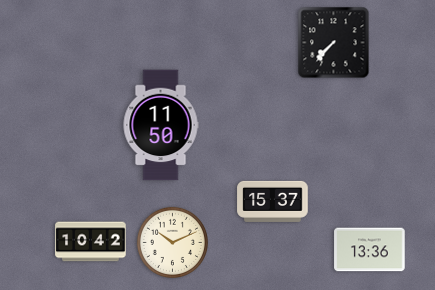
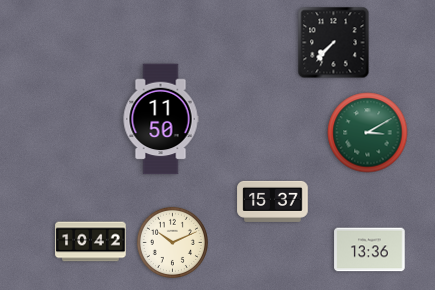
clock at (161, 125) position: (161, 125) -> (161, 119)
clock at (368, 133): none -> 3:10
